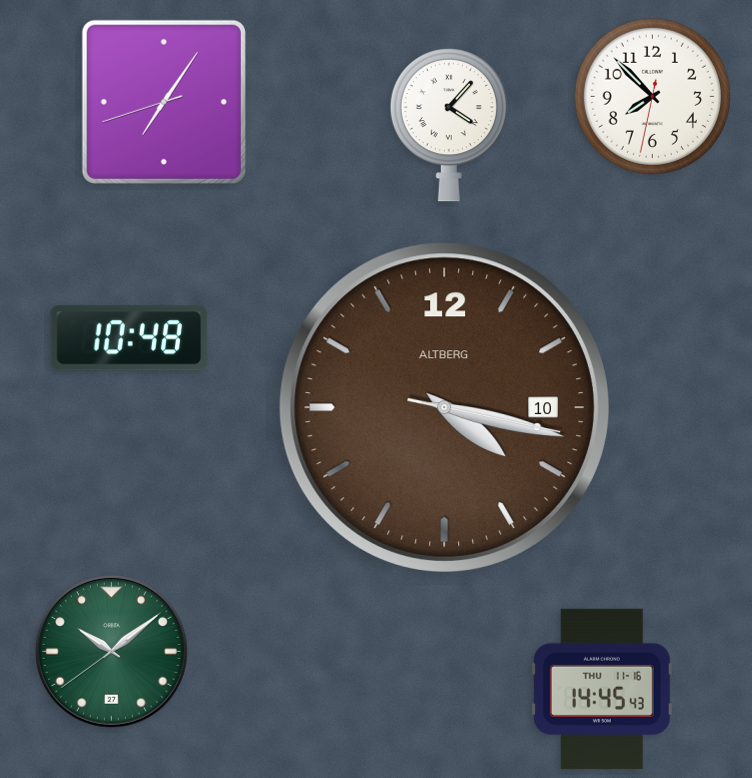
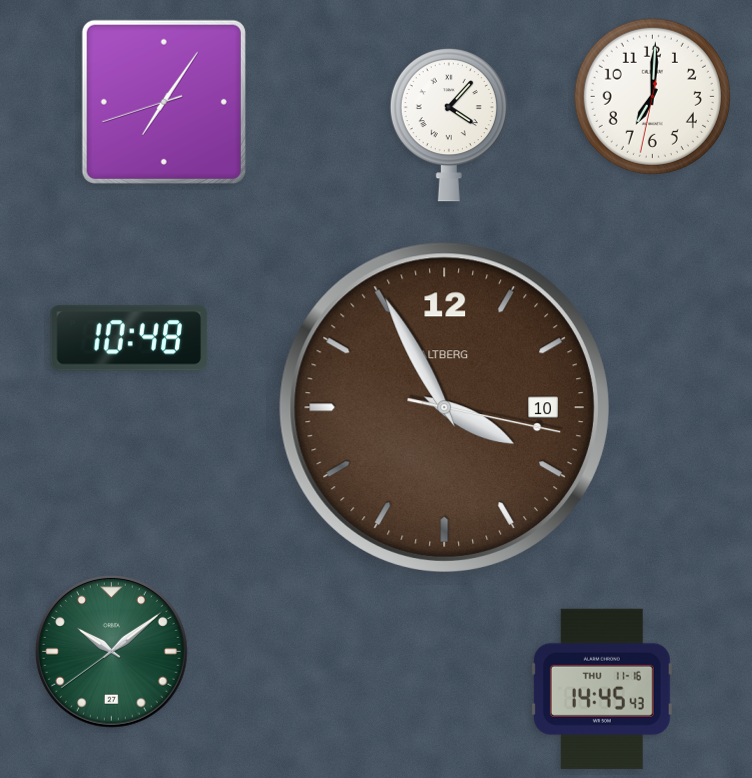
clock at (652, 96): 7:52 -> 7:00
clock at (444, 407): 4:17 -> 3:55
